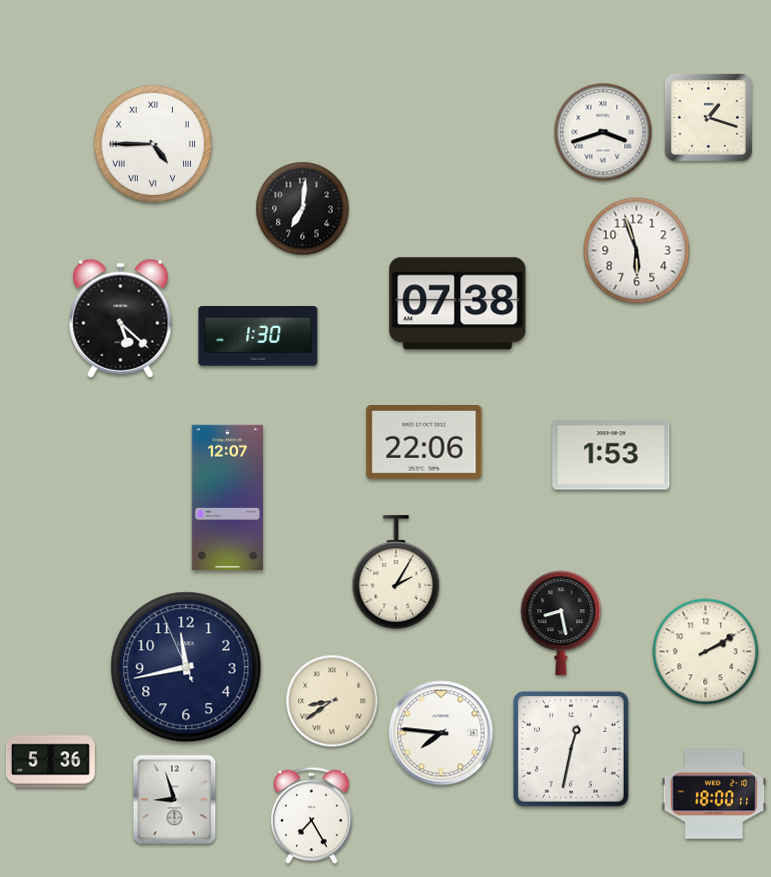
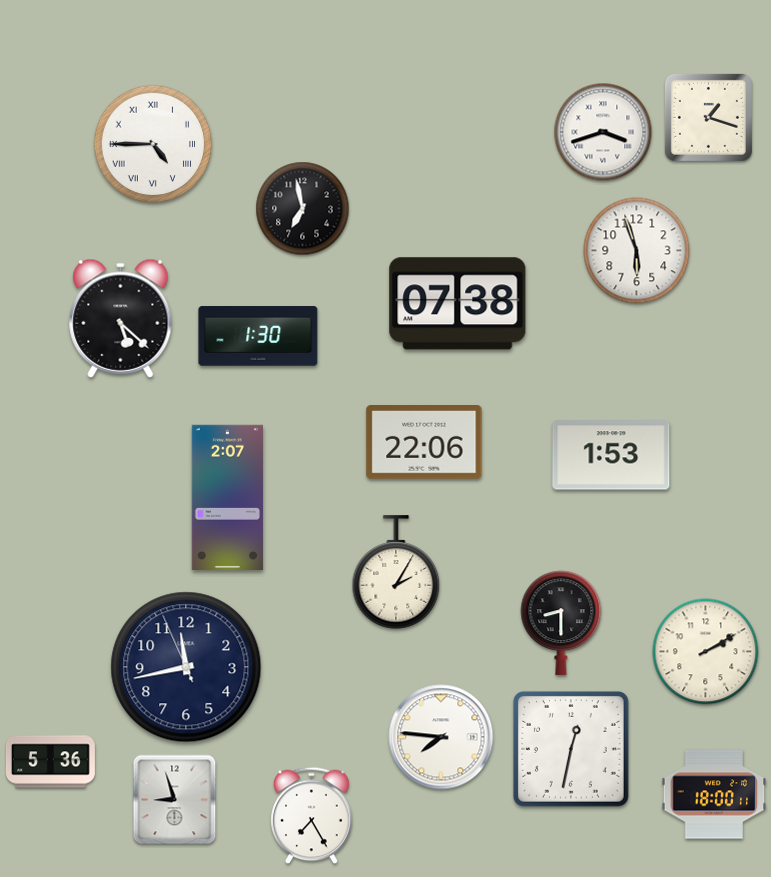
clock at (303, 209): 7:01 -> 6:58
clock at (227, 497): 12:07 -> 2:07
clock at (561, 623): 8:28 -> 8:30
clock at (332, 701): 8:39 -> none
clock at (441, 733) position: (441, 733) -> (441, 737)
